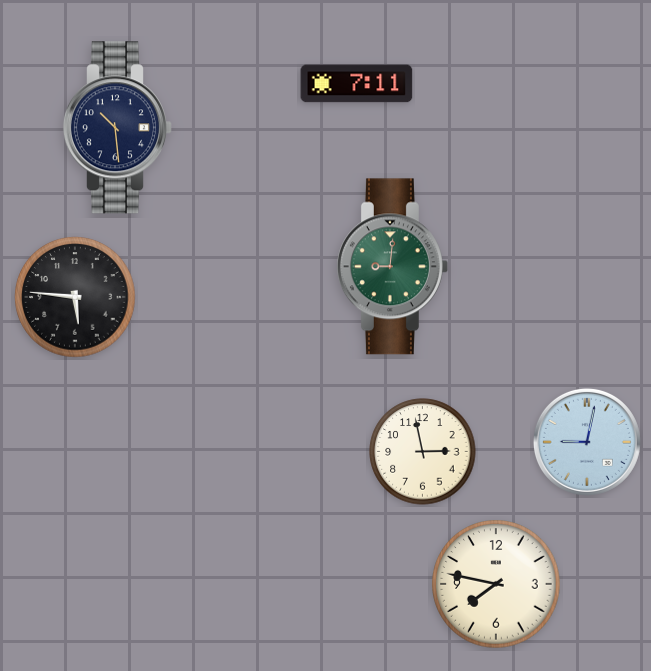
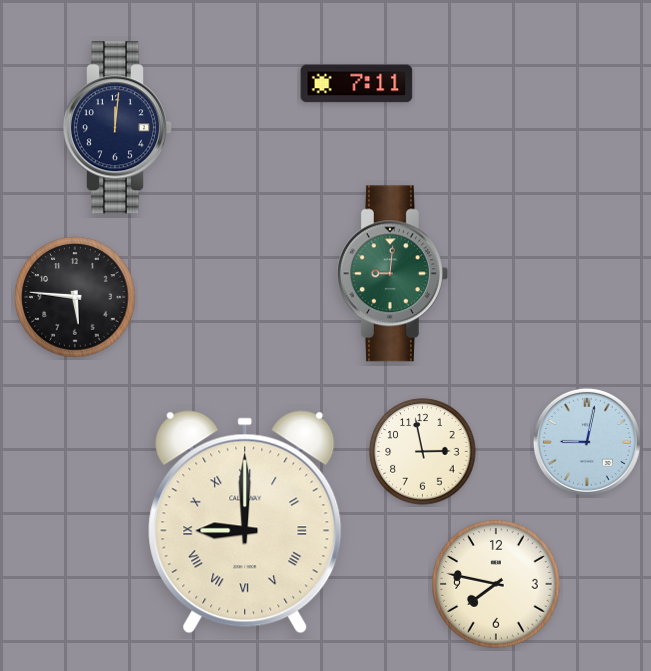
clock at (117, 128): 10:29 -> 12:01
clock at (392, 267) position: (392, 267) -> (392, 274)
clock at (245, 522): none -> 9:00
